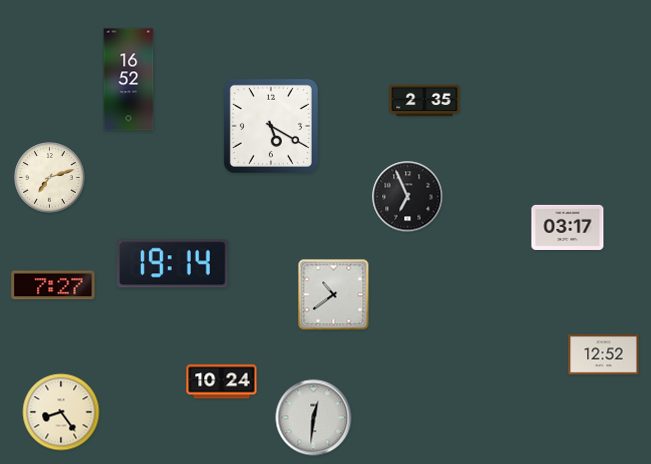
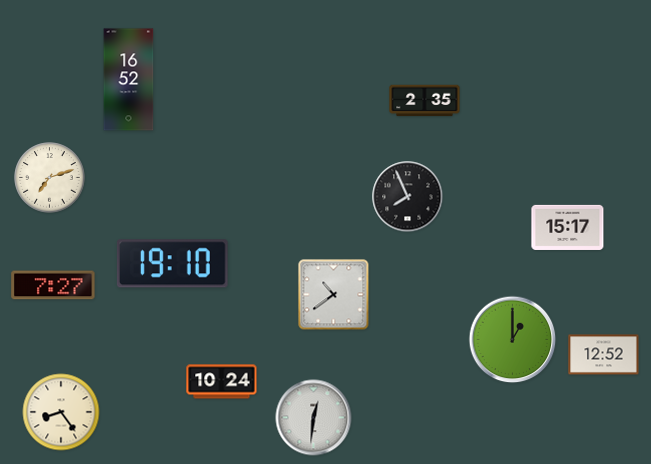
clock at (271, 126): 5:20 -> none
clock at (408, 197): 6:56 -> 7:56
clock at (568, 227): 03:17 -> 15:17
clock at (172, 264): 19:14 -> 19:10
clock at (513, 340): none -> 1:00
